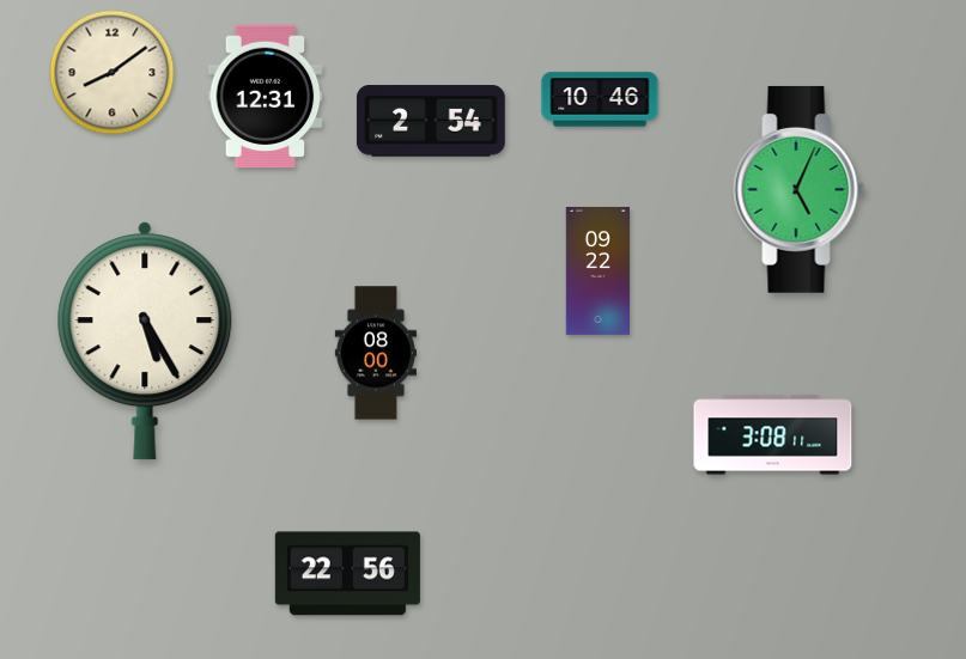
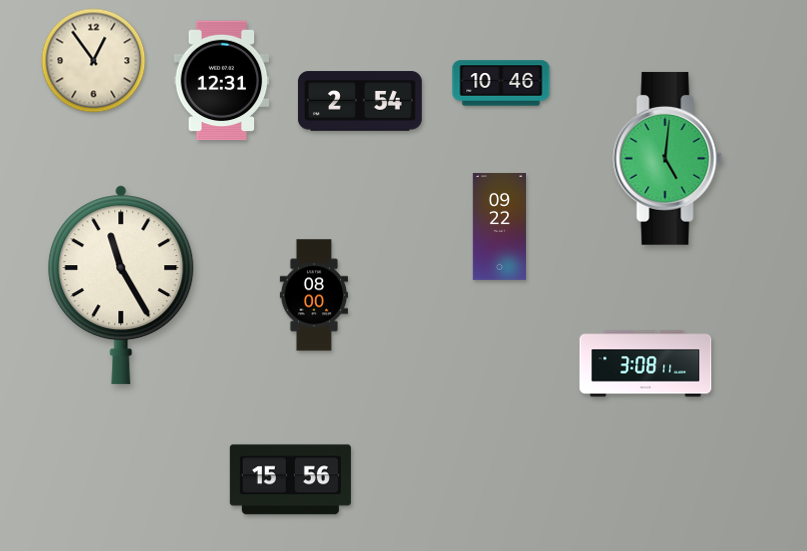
clock at (113, 73): 8:09 -> 12:54
clock at (800, 189): 5:04 -> 5:01
clock at (145, 341): 5:25 -> 11:25
clock at (347, 574): 22:56 -> 15:56
